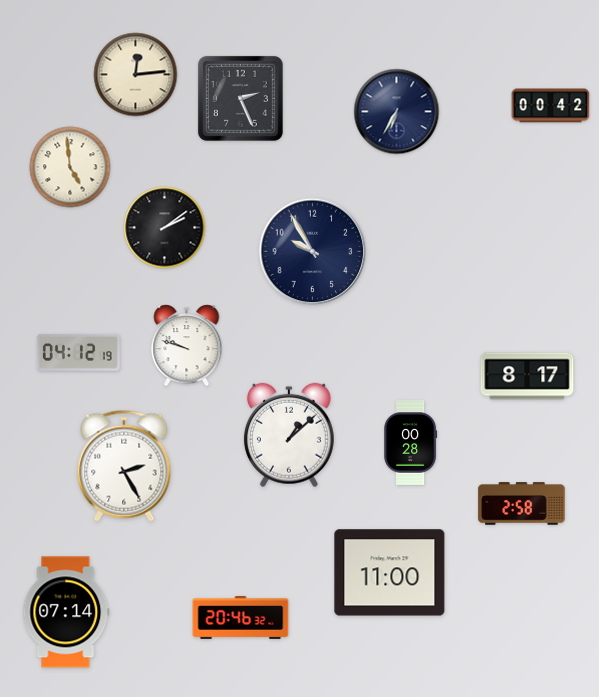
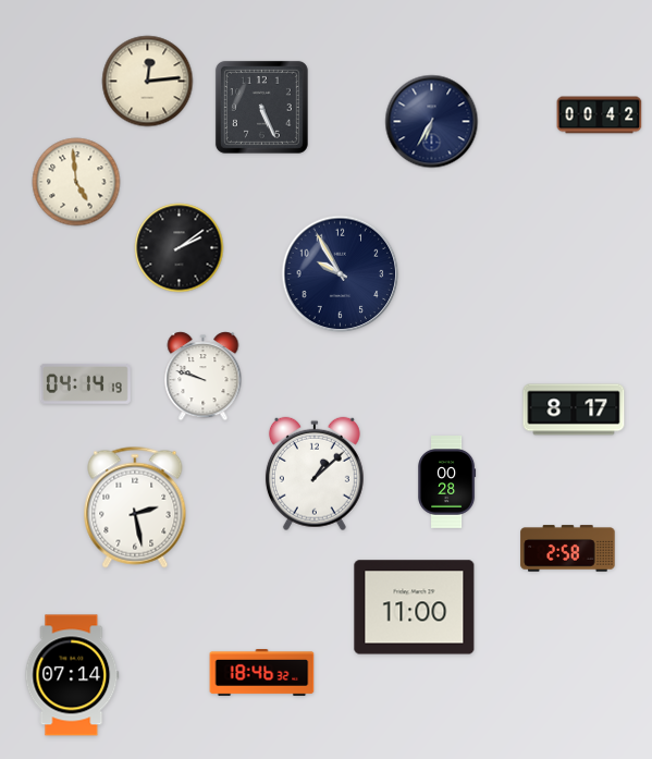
clock at (240, 98): 2:26 -> 5:26
clock at (78, 352): 04:12 -> 04:14
clock at (124, 466): 2:25 -> 2:28
clock at (390, 573) position: (390, 573) -> (415, 608)
clock at (66, 612) position: (66, 612) -> (72, 675)
clock at (241, 618): 20:46 -> 18:46
